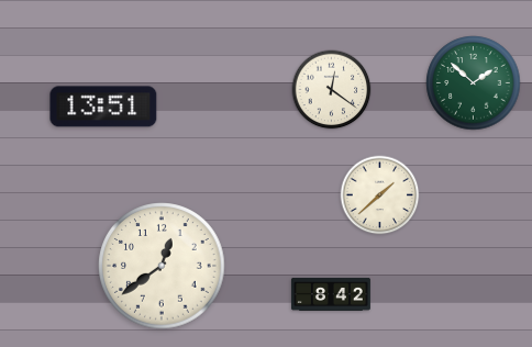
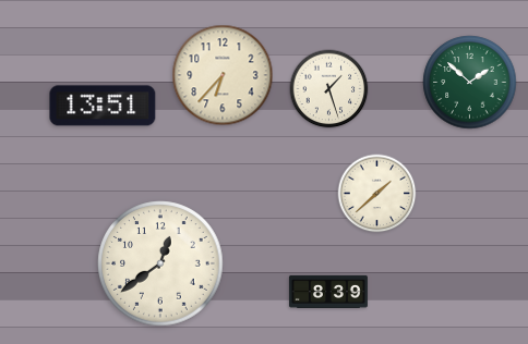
clock at (223, 75): none -> 6:37
clock at (332, 90): 12:21 -> 1:27
clock at (331, 294): 8:42 -> 8:39
